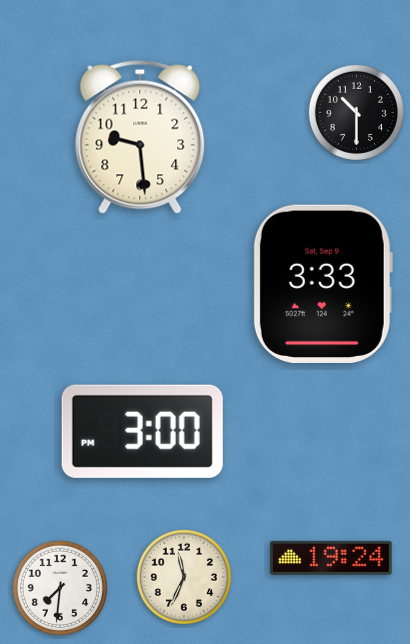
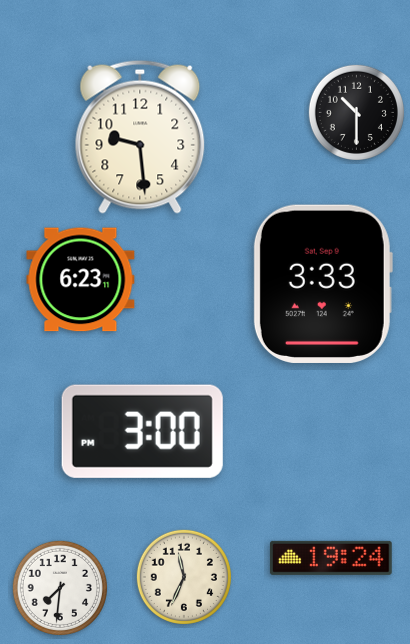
clock at (81, 280): none -> 6:23
